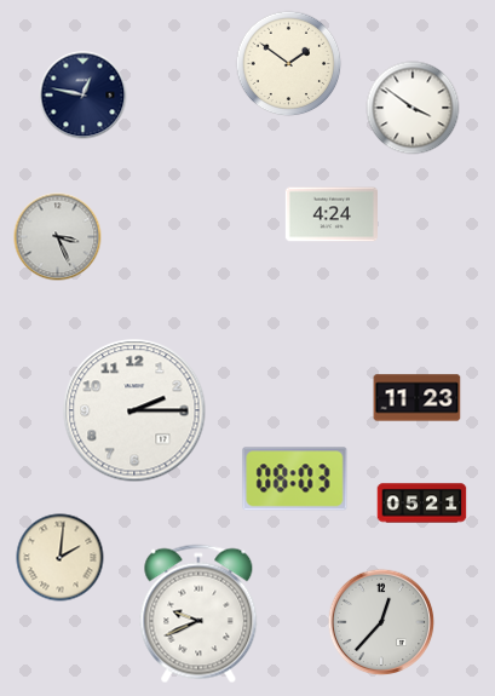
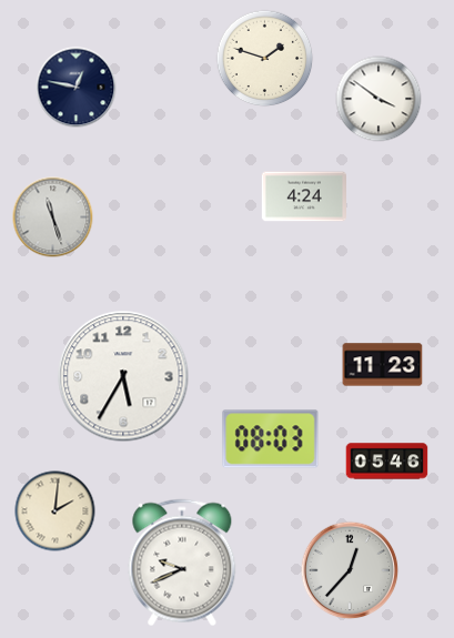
clock at (289, 64): 1:51 -> 1:48
clock at (58, 237): 3:26 -> 11:27
clock at (134, 410): 2:15 -> 5:35
clock at (422, 504): 05:21 -> 05:46
